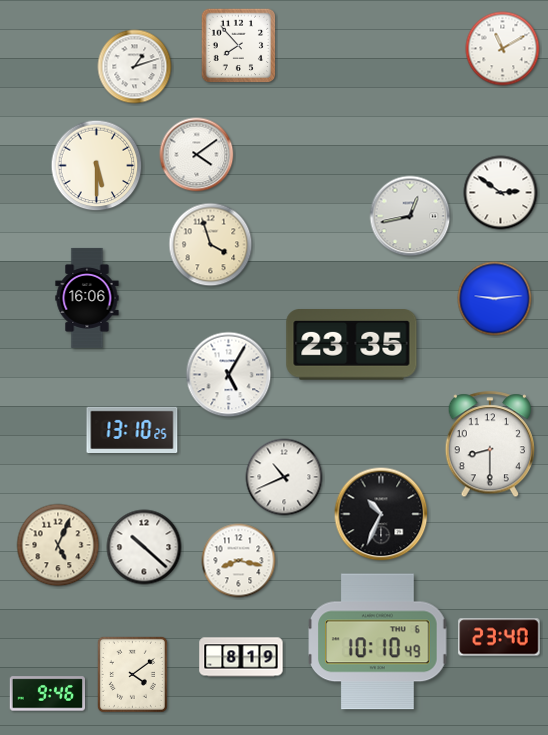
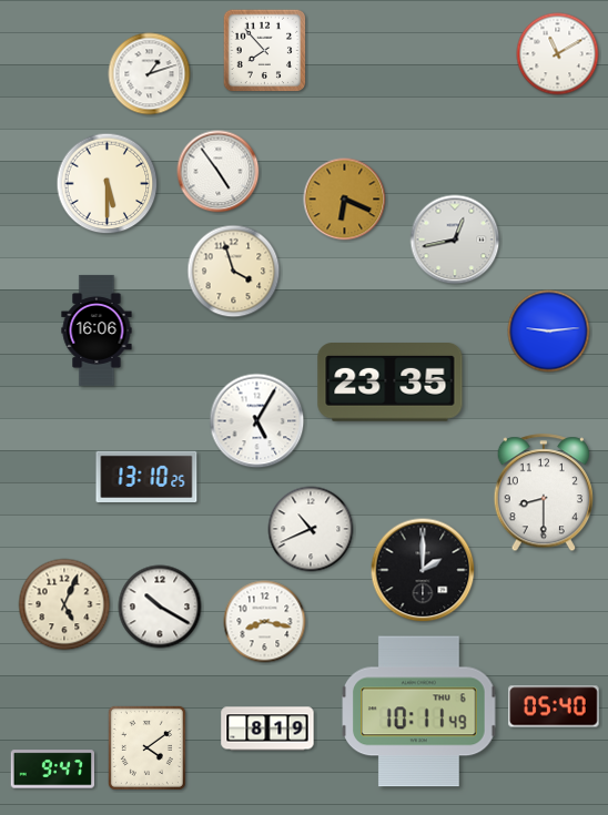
clock at (197, 155): 4:09 -> 4:54
clock at (345, 200): none -> 6:19
clock at (501, 193): 2:51 -> none
clock at (229, 375) position: (229, 375) -> (257, 421)
clock at (284, 477) position: (284, 477) -> (311, 529)
clock at (381, 514): 10:34 -> 2:00
clock at (144, 547): 10:22 -> 10:20
clock at (499, 637): 23:40 -> 05:40
clock at (378, 642): 10:10 -> 10:11
clock at (47, 694): 9:46 -> 9:47
